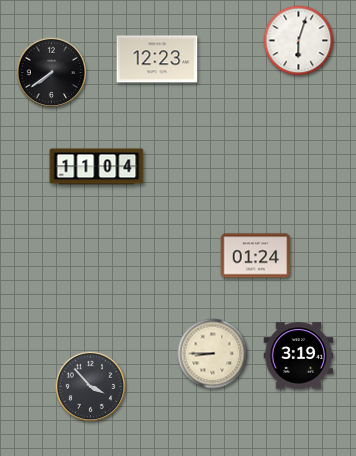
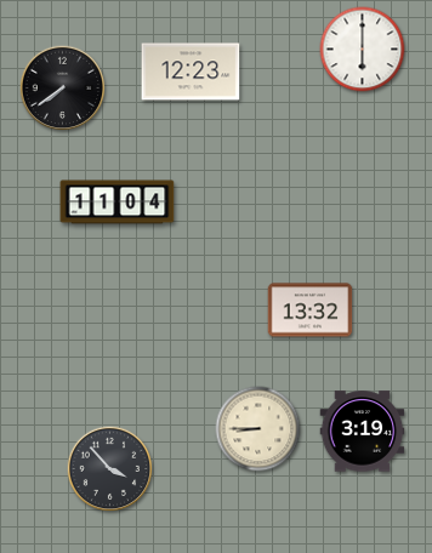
clock at (299, 41): 6:03 -> 6:00
clock at (256, 256): 01:24 -> 13:32
